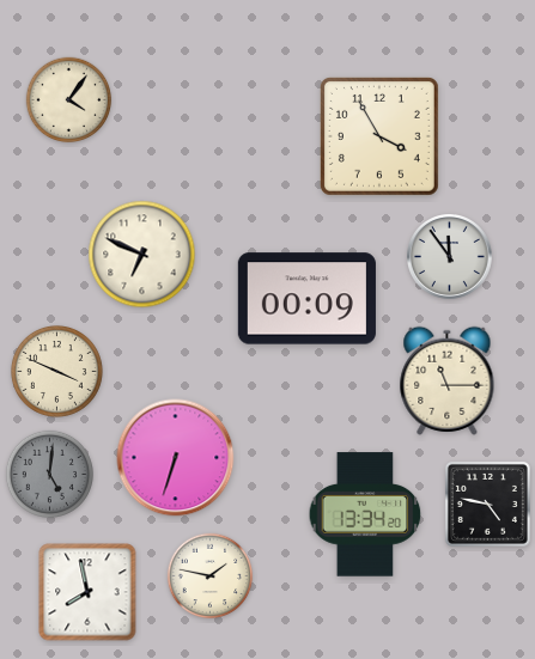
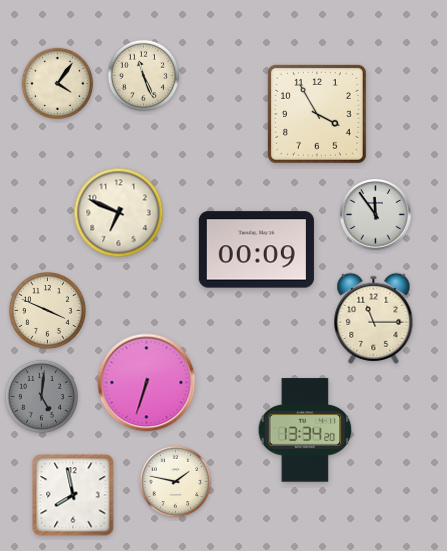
clock at (144, 76): none -> 11:26
clock at (487, 504): 4:47 -> none
